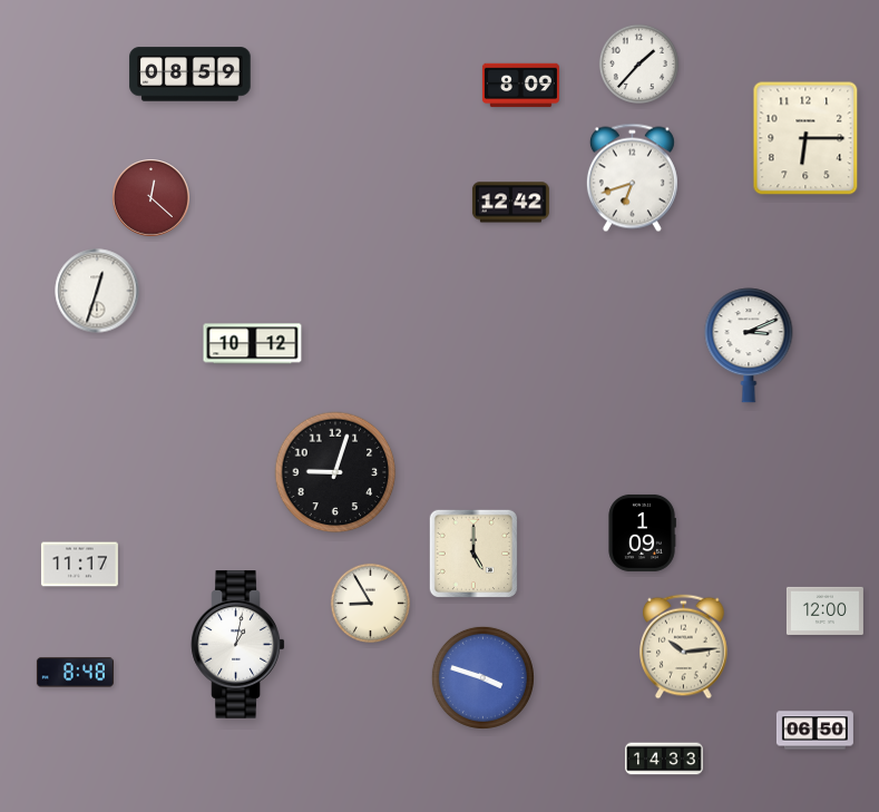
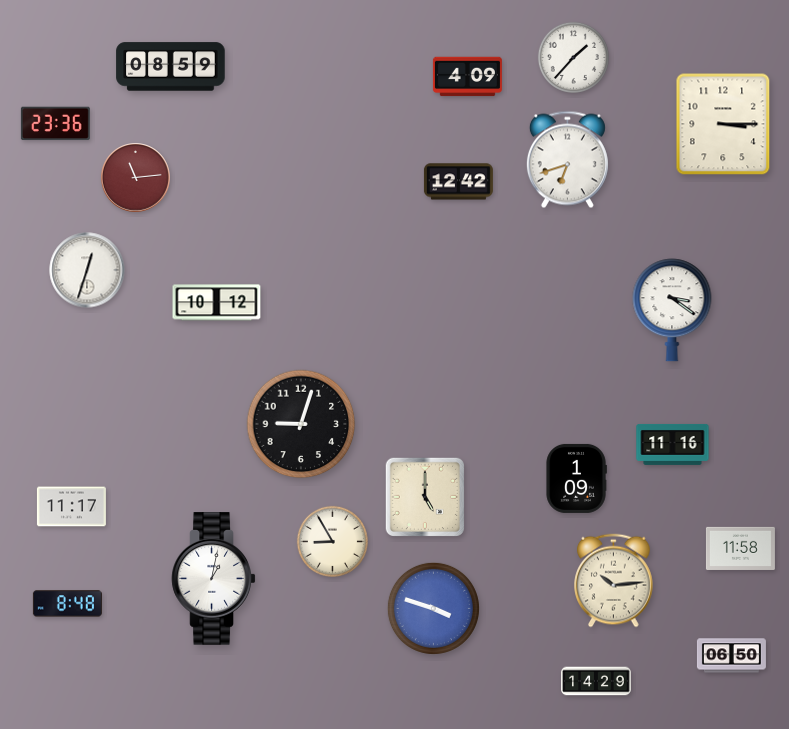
clock at (520, 86): 8:09 -> 4:09
clock at (55, 124): none -> 23:36
clock at (805, 138): 6:15 -> 3:15
clock at (152, 198): 12:22 -> 11:14
clock at (97, 291) position: (97, 291) -> (87, 270)
clock at (253, 344) position: (253, 344) -> (217, 303)
clock at (749, 345): 3:11 -> 3:21
clock at (673, 445): none -> 11:16
clock at (824, 610): 12:00 -> 11:58
clock at (664, 759): 14:33 -> 14:29
